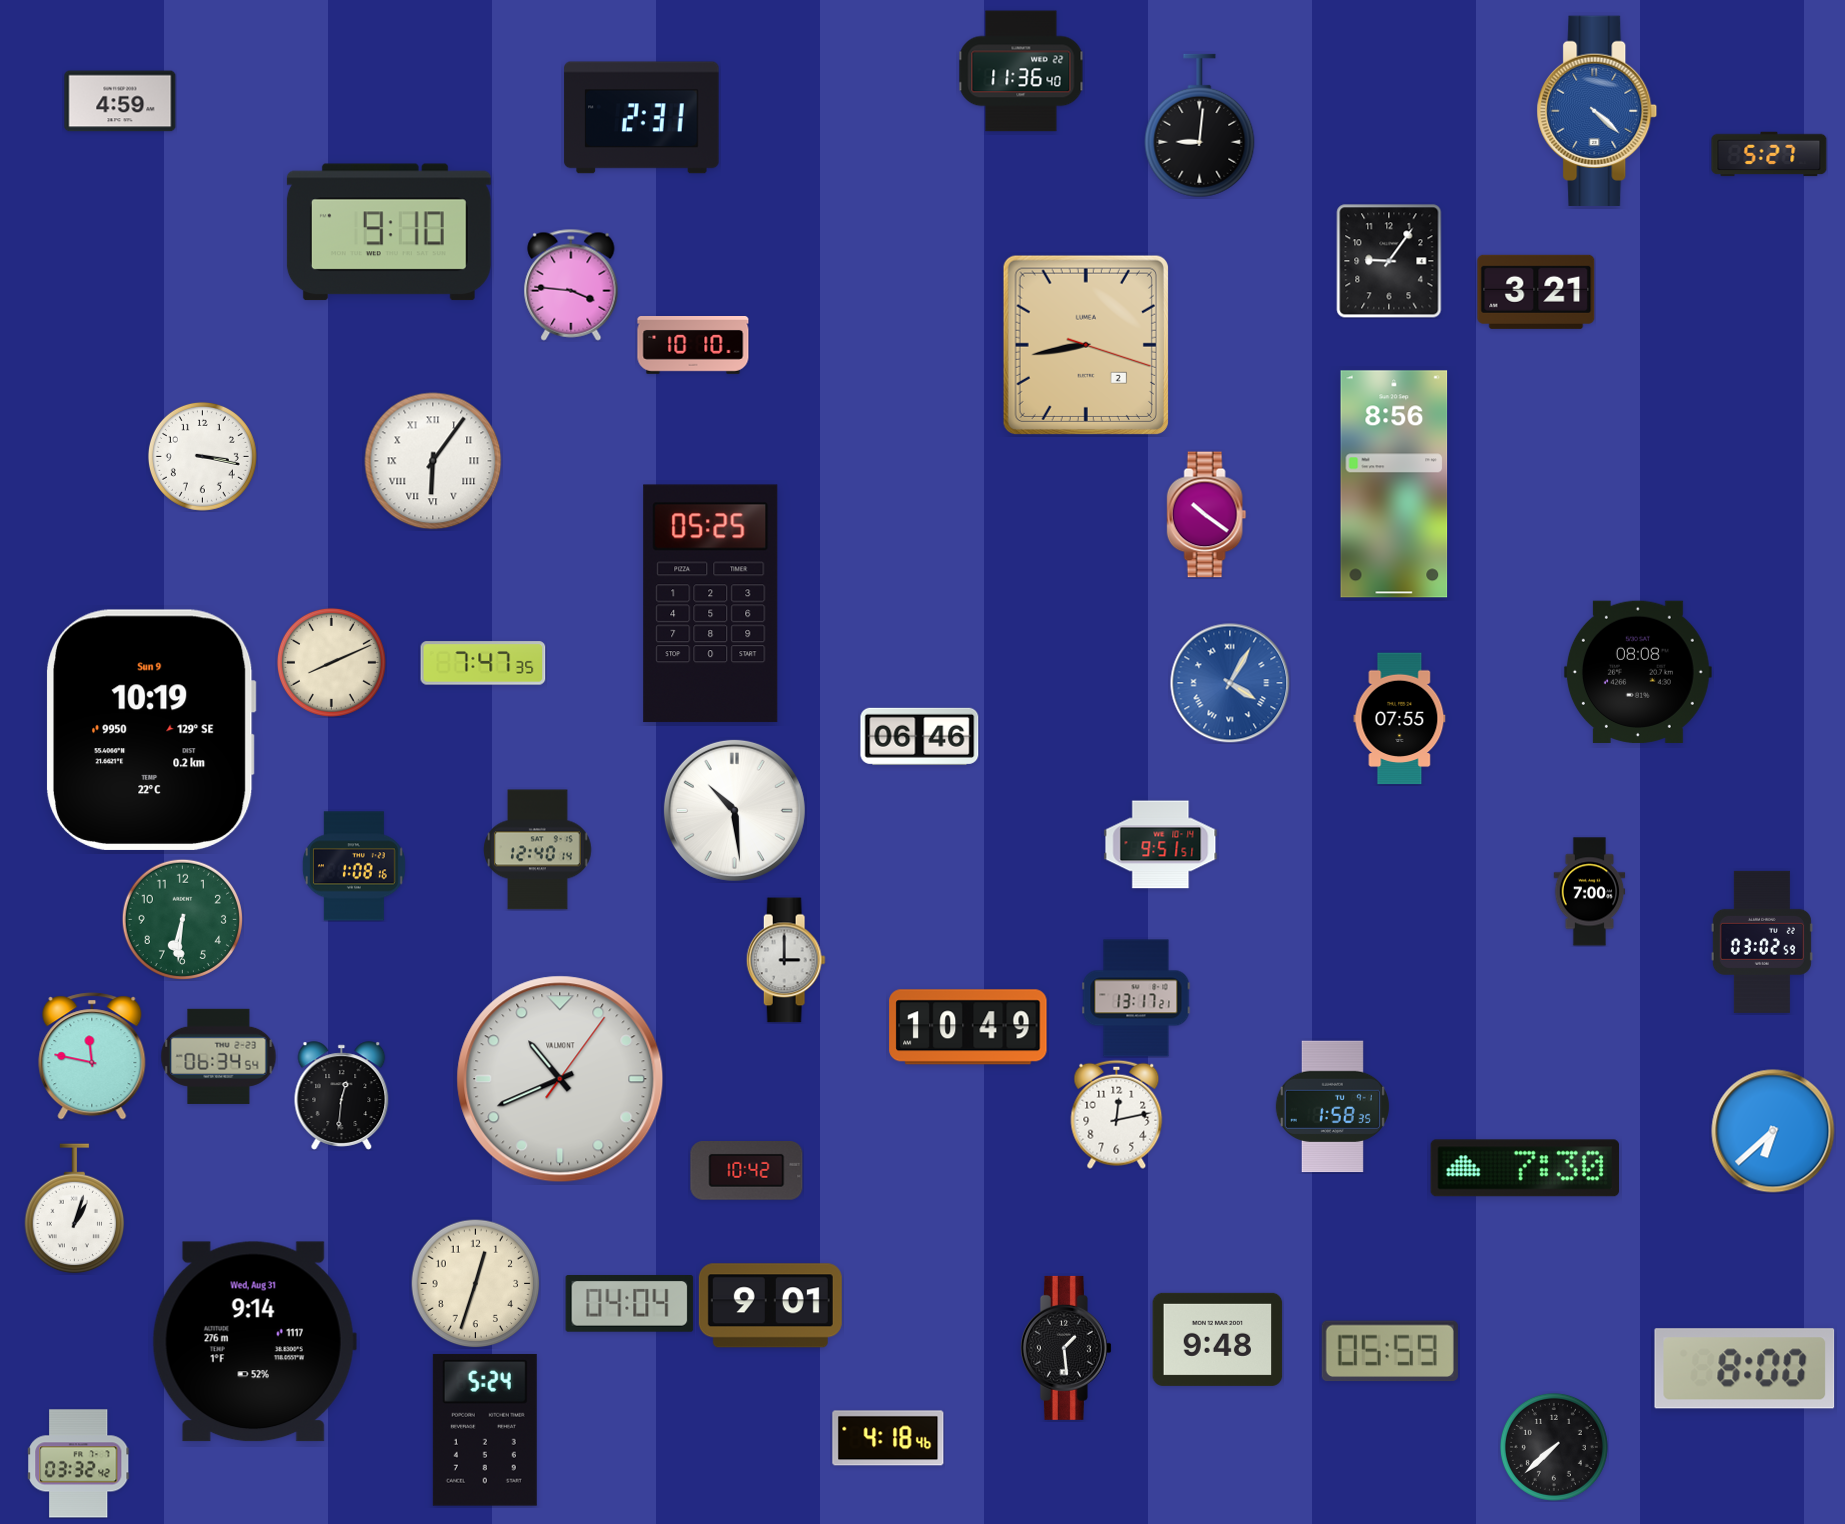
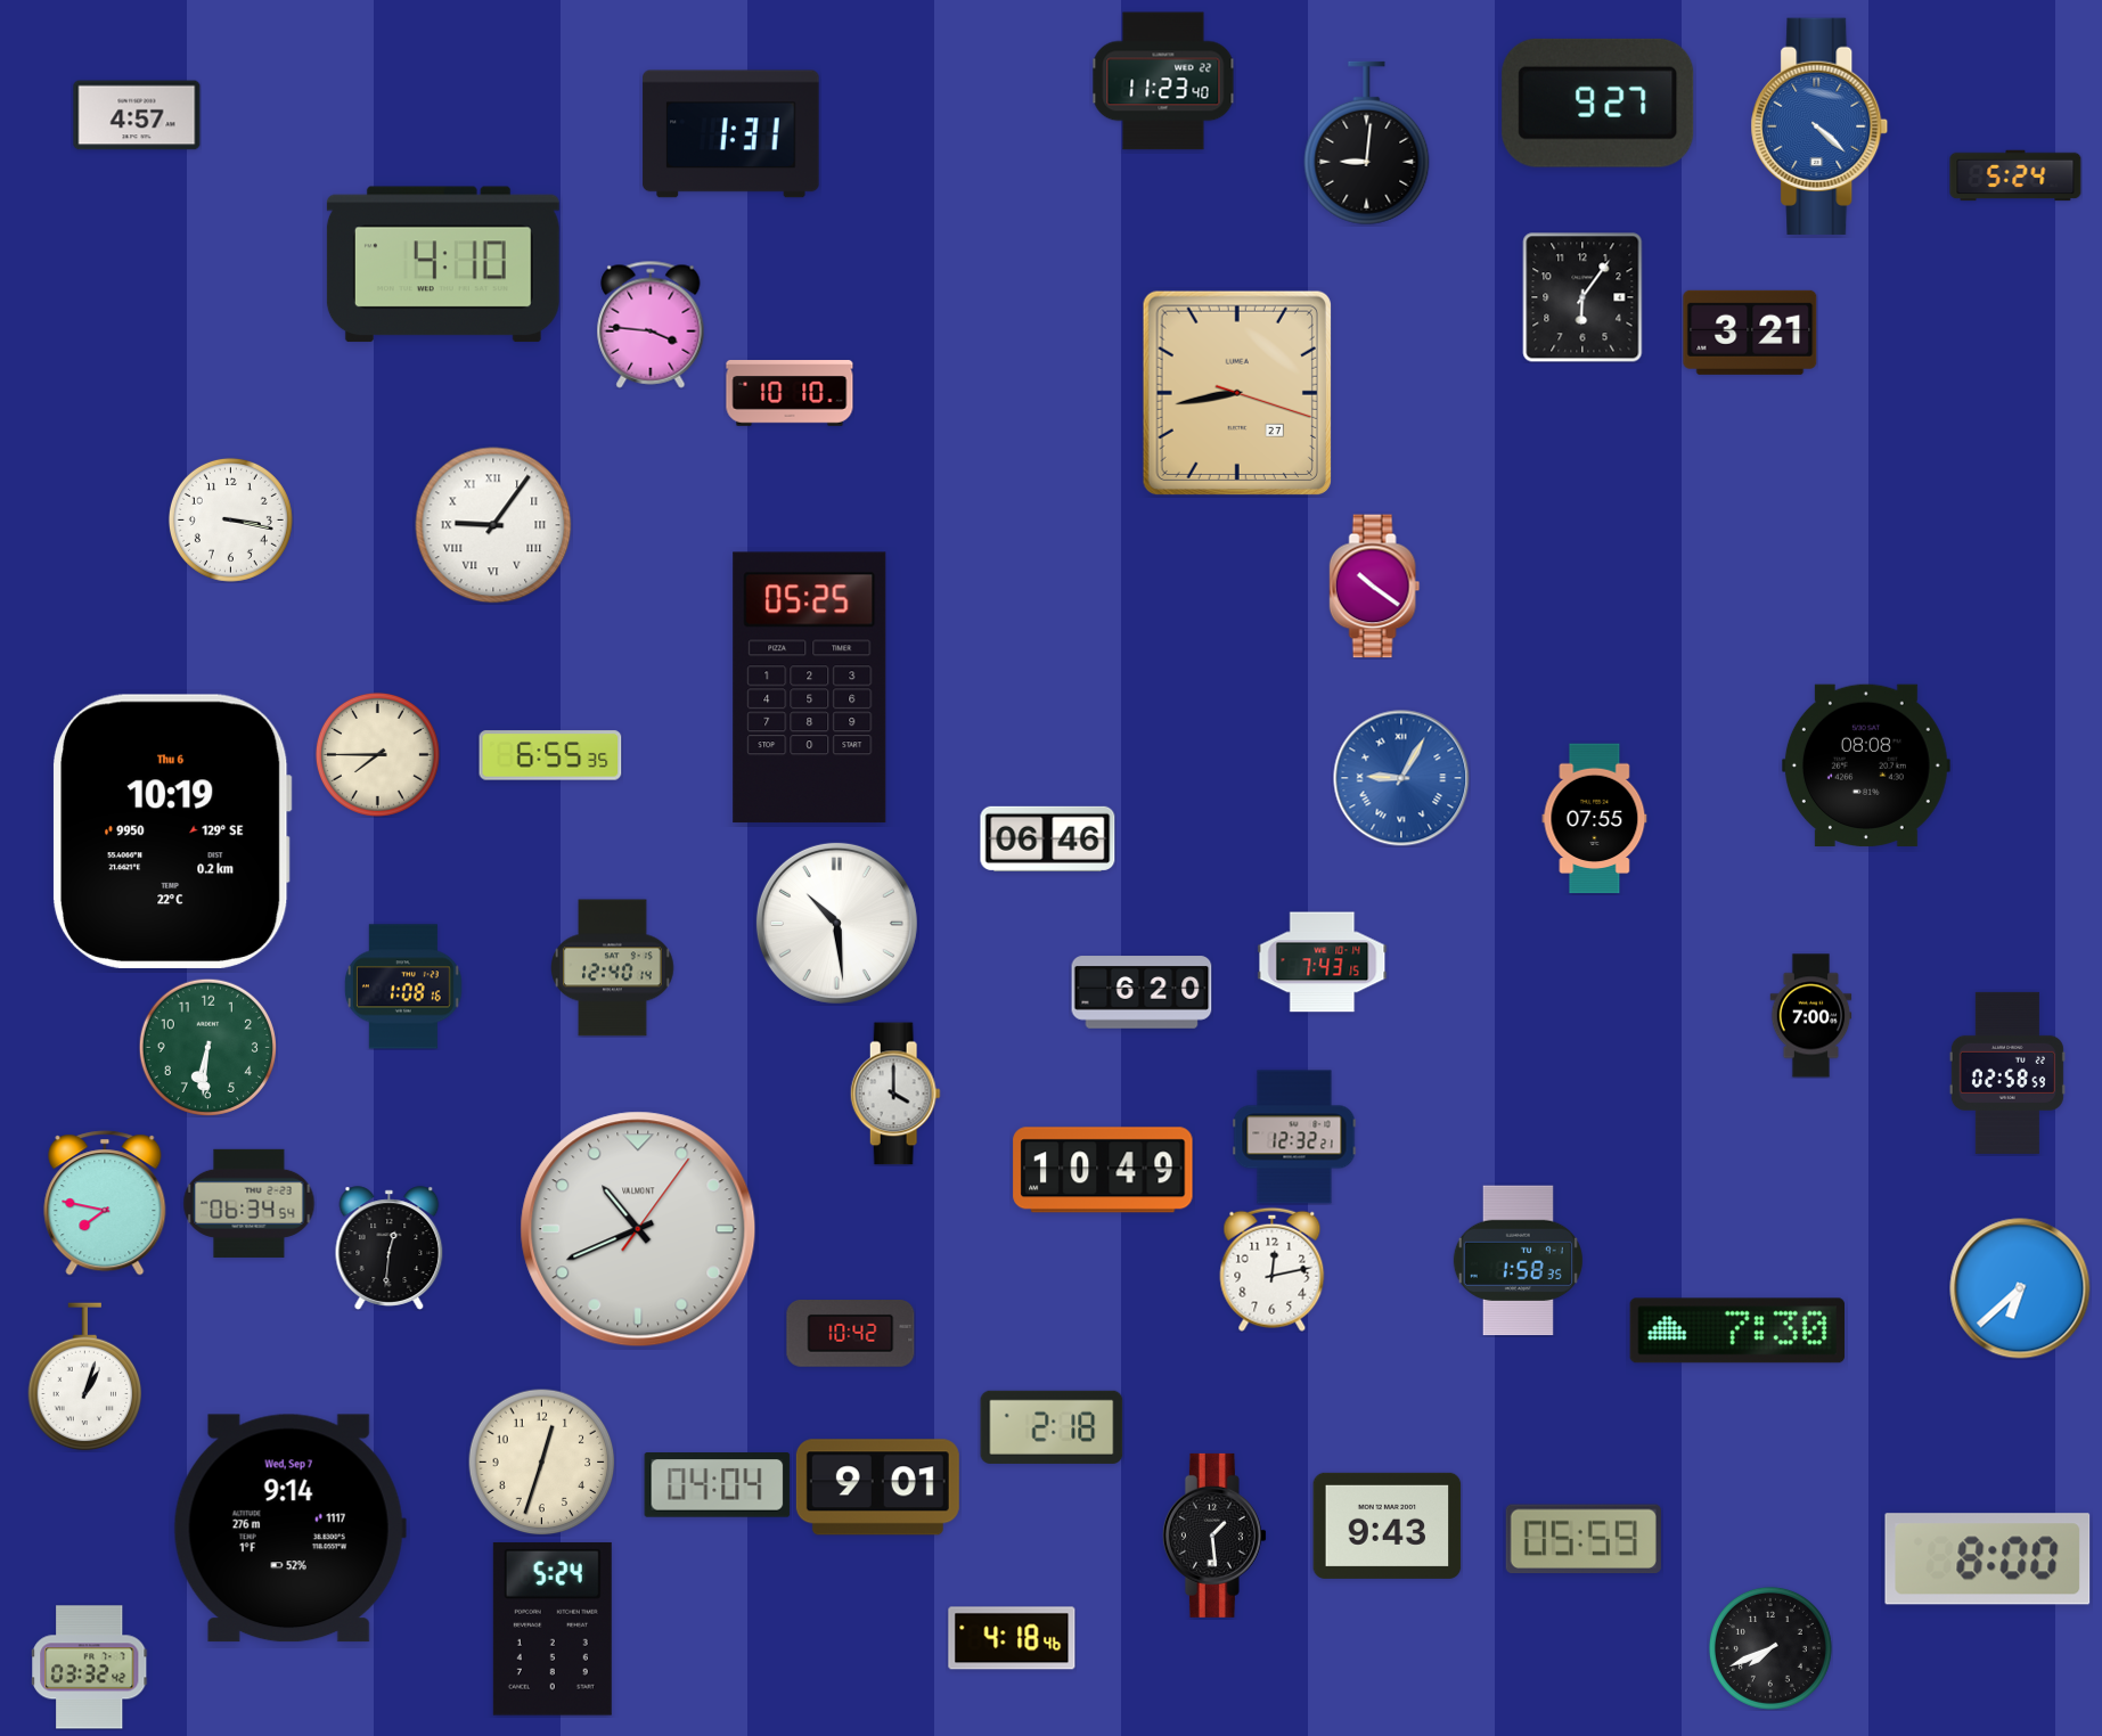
clock at (1021, 71): 11:36 -> 11:23
clock at (1598, 103): none -> 9:27
clock at (120, 101): 4:59 -> 4:57
clock at (642, 118): 2:31 -> 1:31
clock at (1769, 154): 5:27 -> 5:24
clock at (389, 232): 9:10 -> 4:10
clock at (1389, 261): 9:06 -> 6:06
clock at (1086, 345) date: 2 -> 27
clock at (433, 461): 6:06 -> 9:06
clock at (1394, 484): 8:56 -> none
clock at (331, 662): 8:11 -> 7:45
clock at (483, 663): 7:47 -> 6:55
clock at (1230, 683): 4:05 -> 9:05
clock at (152, 730) date: Sun 9 -> Thu 6
clock at (1161, 845): 9:51 -> 7:43
clock at (1142, 992): none -> 6:20
clock at (1762, 942): 03:02 -> 02:58
clock at (786, 960): 3:00 -> 4:00
clock at (1136, 998): 13:17 -> 12:32
clock at (92, 1056): 11:47 -> 7:47
clock at (1052, 1427): none -> 2:18
clock at (1218, 1339): 9:48 -> 9:43
clock at (254, 1342) date: Wed, Aug 31 -> Wed, Sep 7
clock at (1554, 1447): 7:38 -> 7:41
